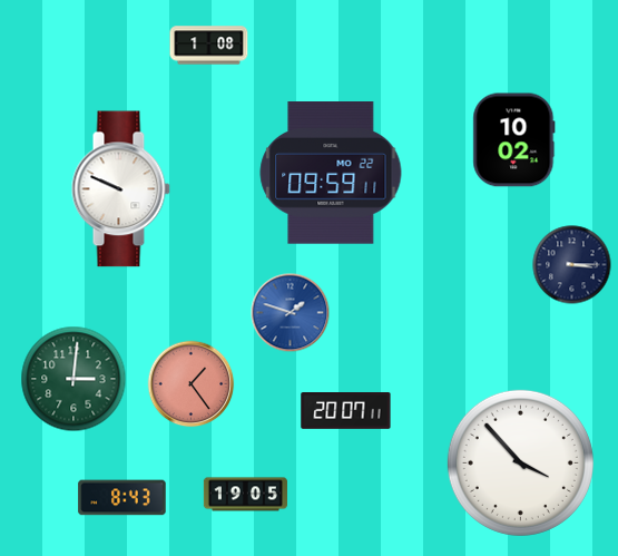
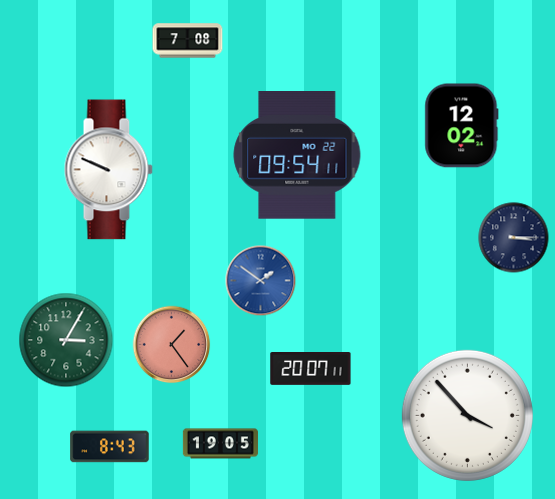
clock at (209, 46): 1:08 -> 7:08
clock at (514, 140): 10:02 -> 12:02
clock at (331, 174): 09:59 -> 09:54
clock at (291, 313): 1:48 -> 1:51
clock at (73, 379): 3:01 -> 3:05
